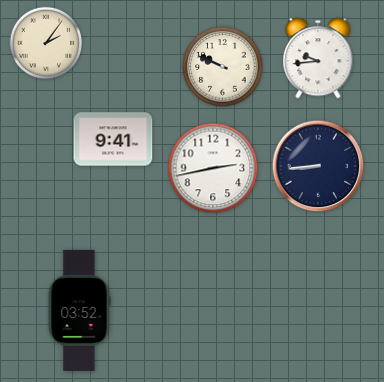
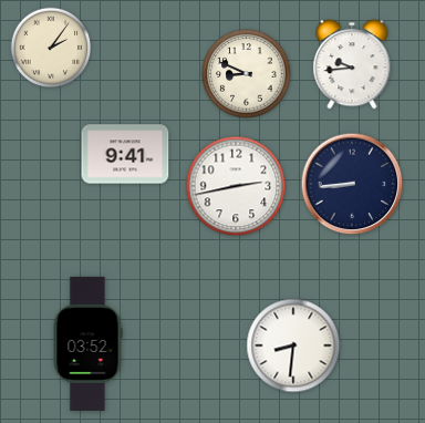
clock at (223, 67): 9:49 -> 8:49
clock at (293, 345): none -> 8:31
